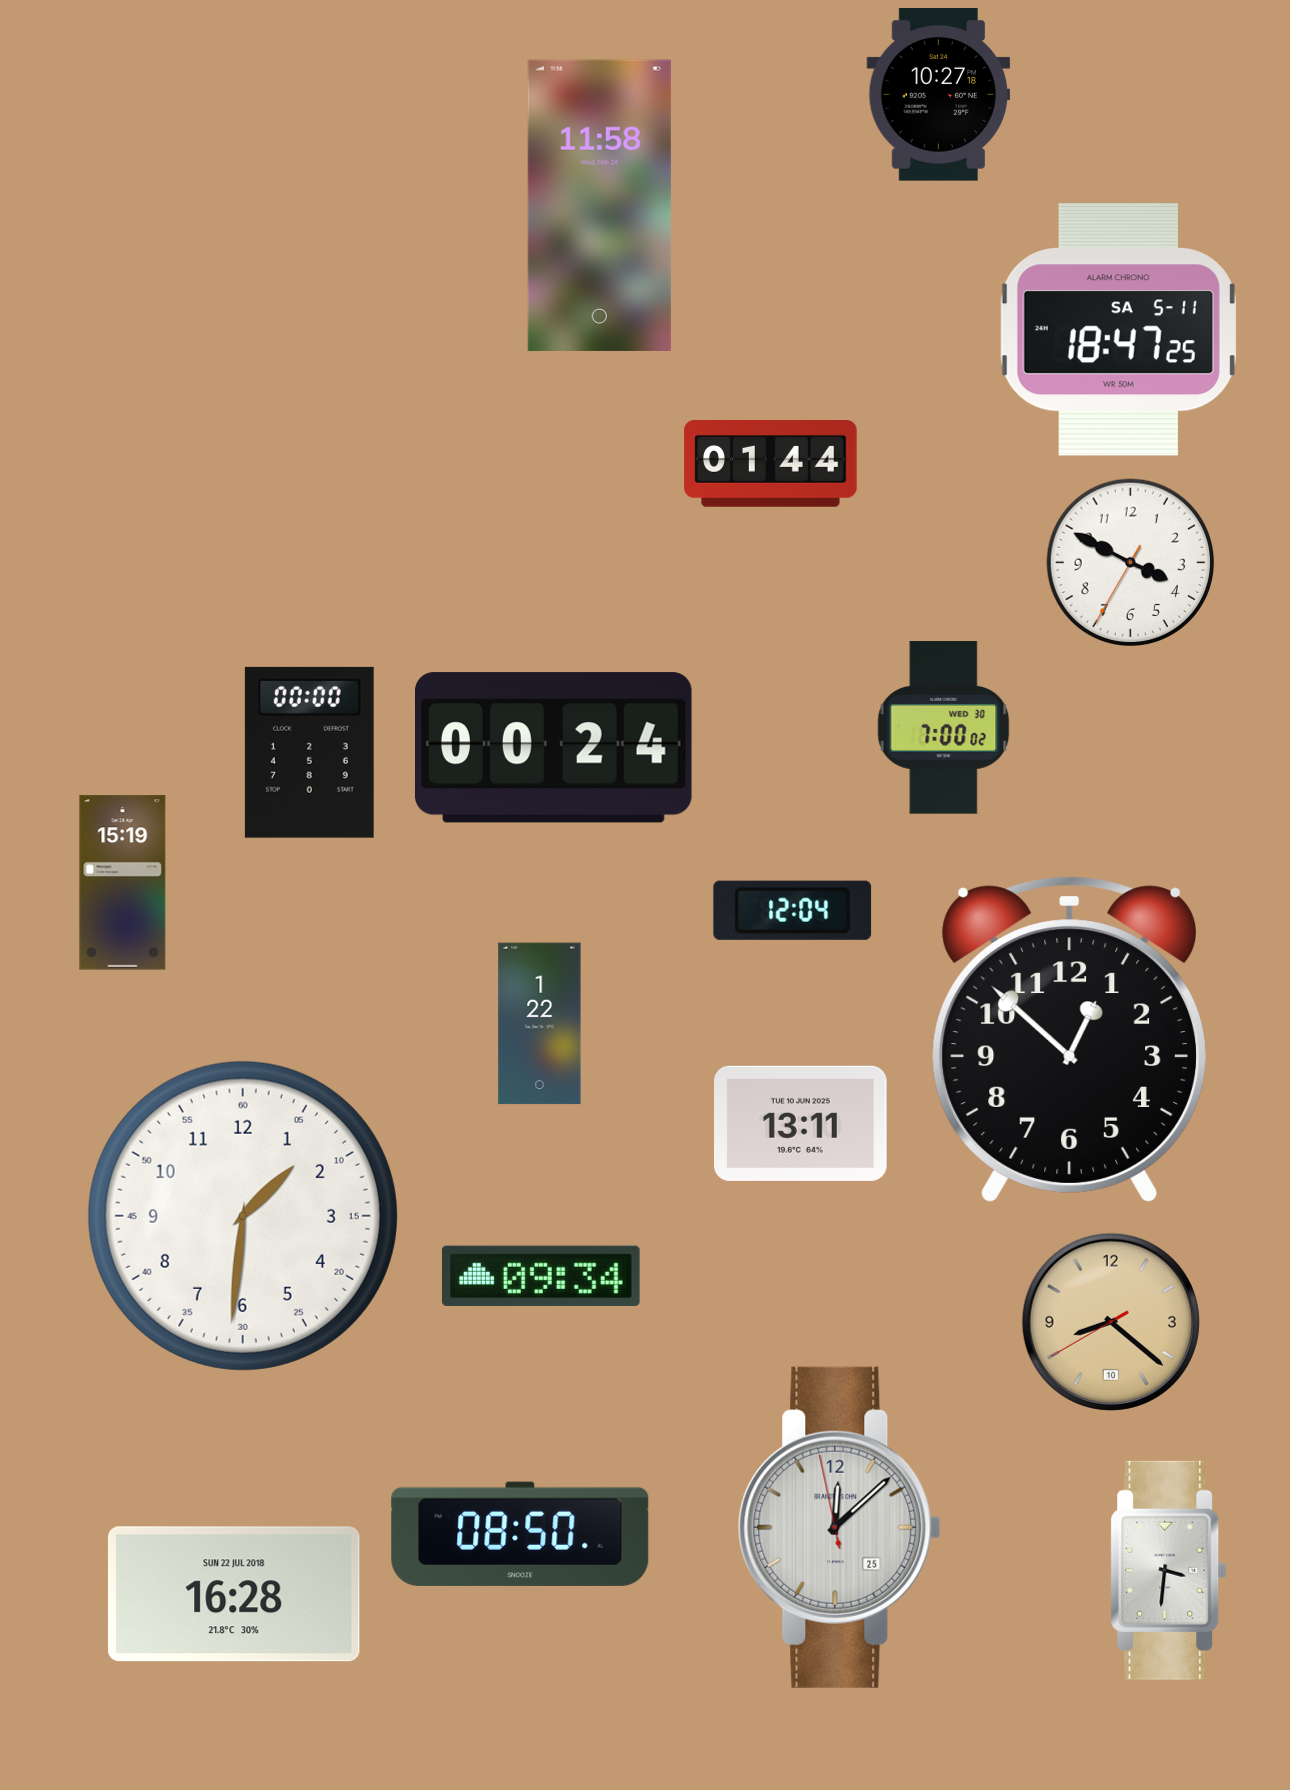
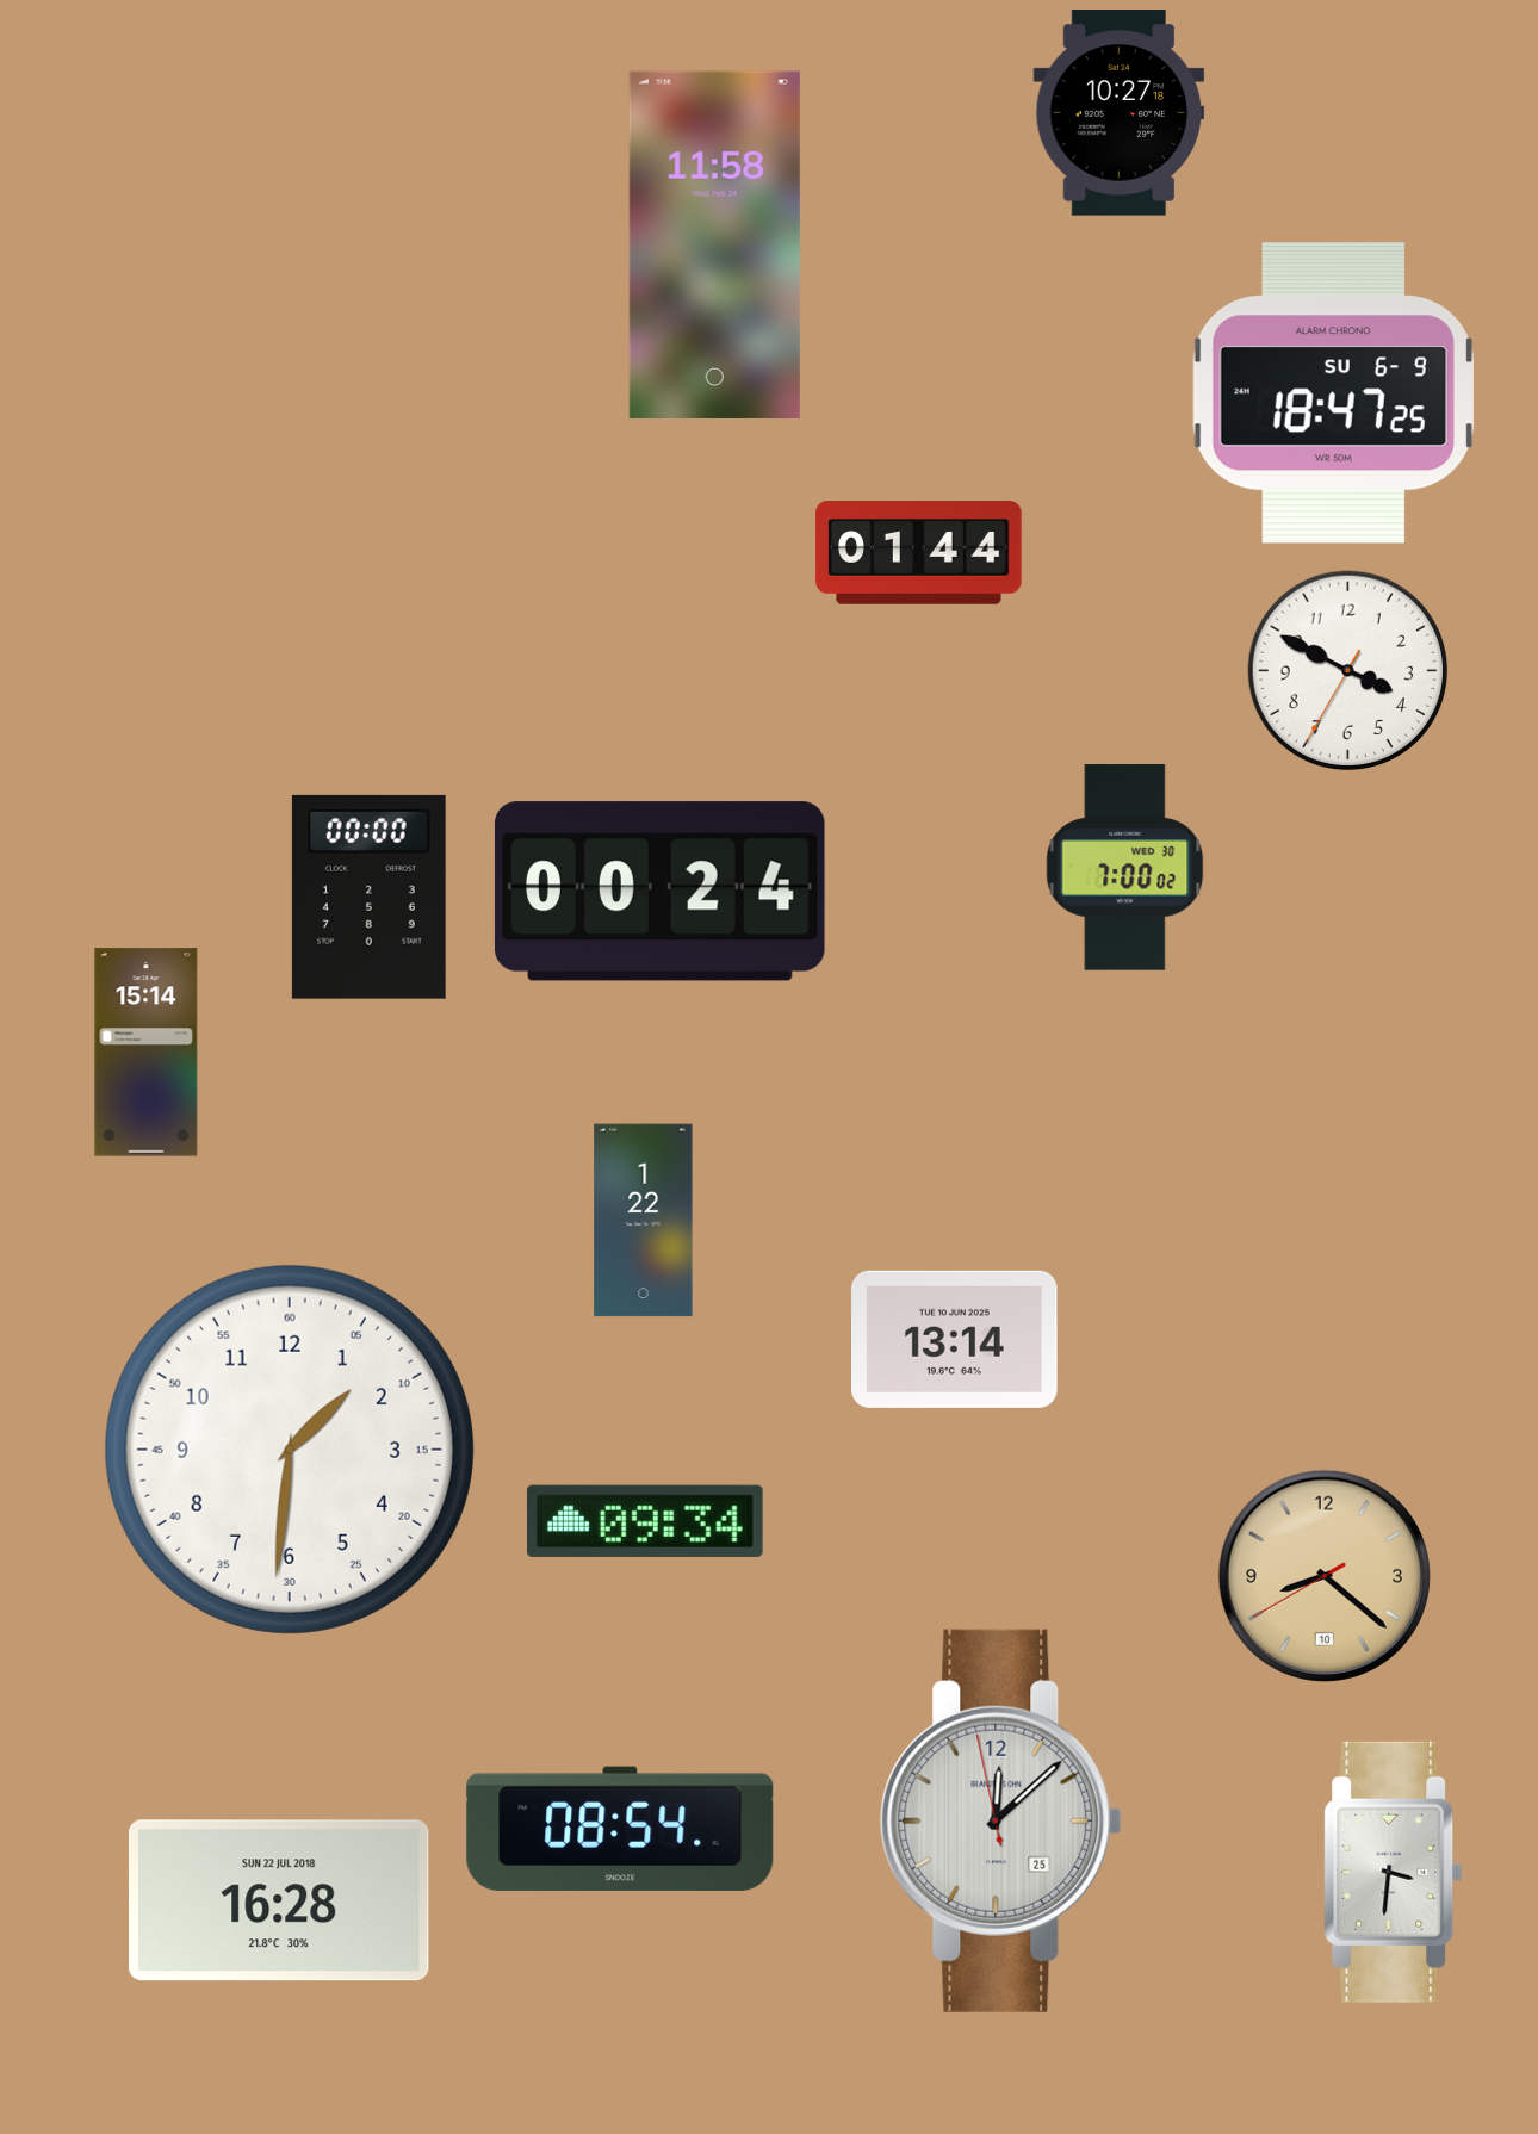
clock at (1118, 330) date: SA 5-11 -> SU 6-9
clock at (123, 883): 15:19 -> 15:14
clock at (793, 910): 12:04 -> none
clock at (1069, 1039): 12:52 -> none
clock at (801, 1123): 13:11 -> 13:14
clock at (520, 1534): 08:50 -> 08:54
